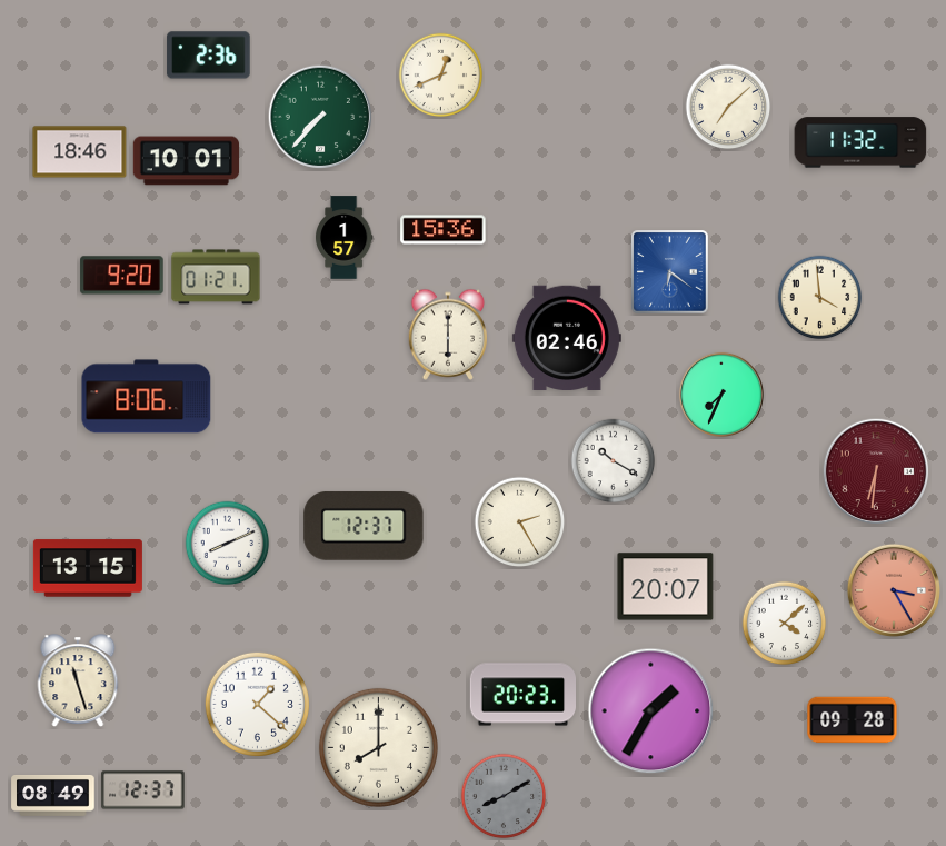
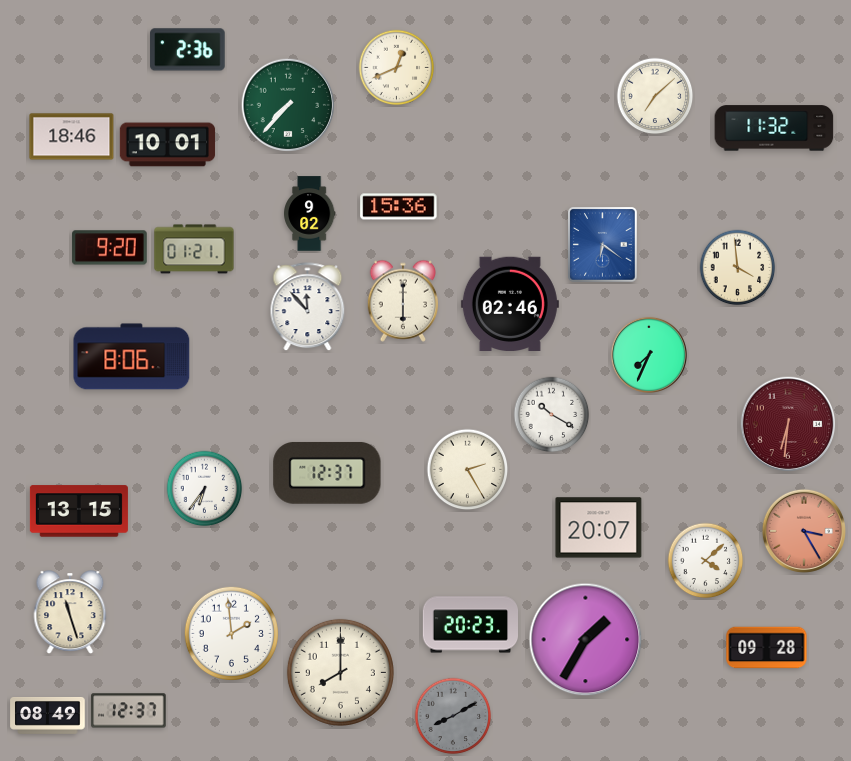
clock at (343, 238): 1:57 -> 9:02
clock at (308, 307): none -> 11:53
clock at (228, 544): 8:11 -> 6:36
clock at (257, 704): 1:22 -> 1:59
